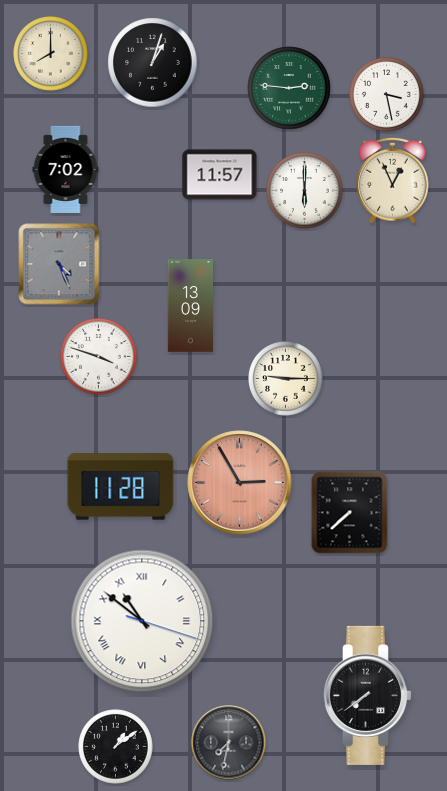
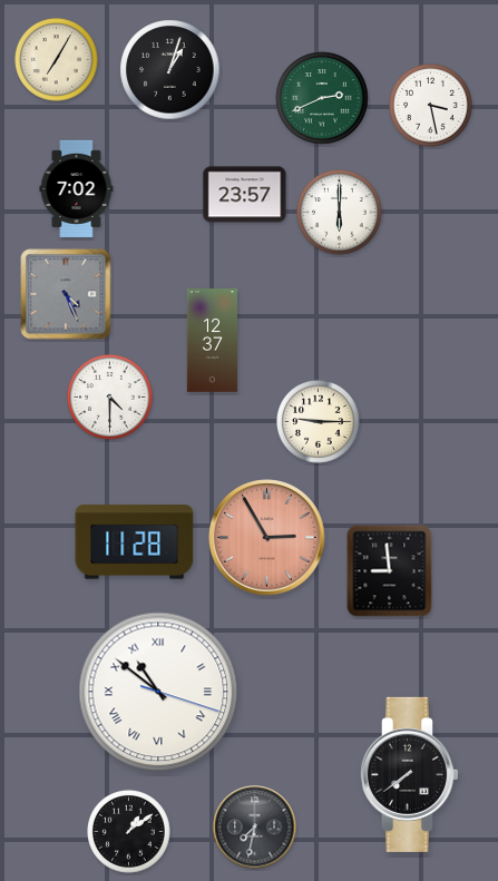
clock at (51, 54): 8:00 -> 7:05
clock at (289, 88): 2:46 -> 2:41
clock at (66, 169) position: (66, 169) -> (77, 188)
clock at (220, 175): 11:57 -> 23:57
clock at (393, 180): 12:56 -> none
clock at (190, 306): 13:09 -> 12:37
clock at (99, 357): 3:48 -> 4:30
clock at (350, 513): 7:38 -> 8:59
